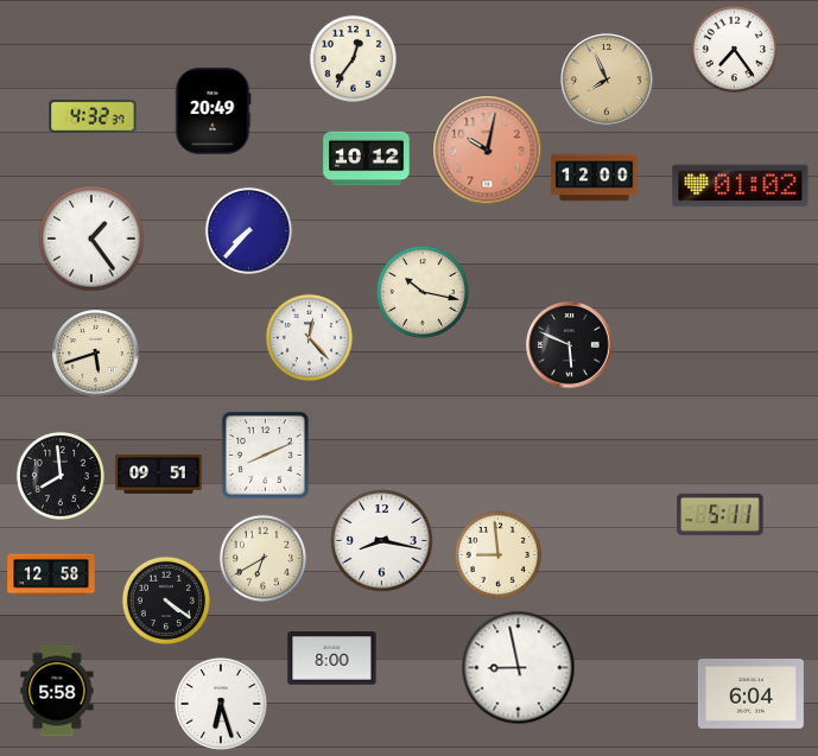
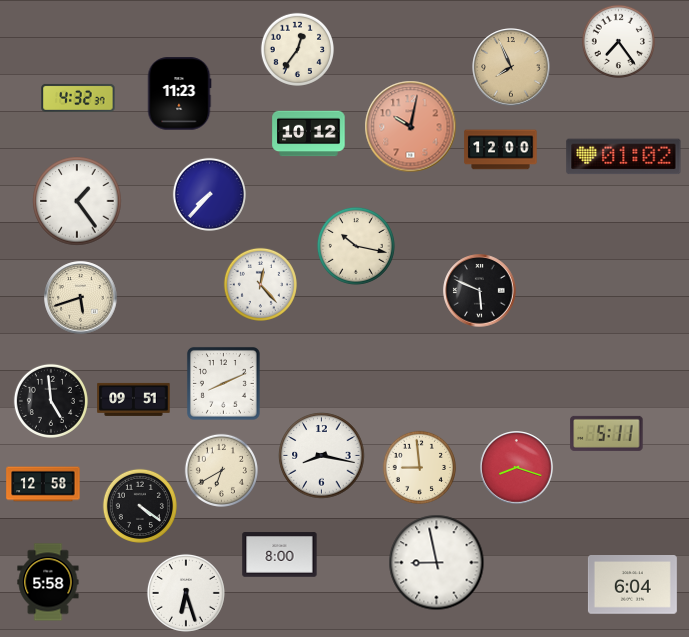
clock at (213, 112): 20:49 -> 11:23
clock at (61, 476): 7:59 -> 4:59
clock at (517, 468): none -> 8:18
